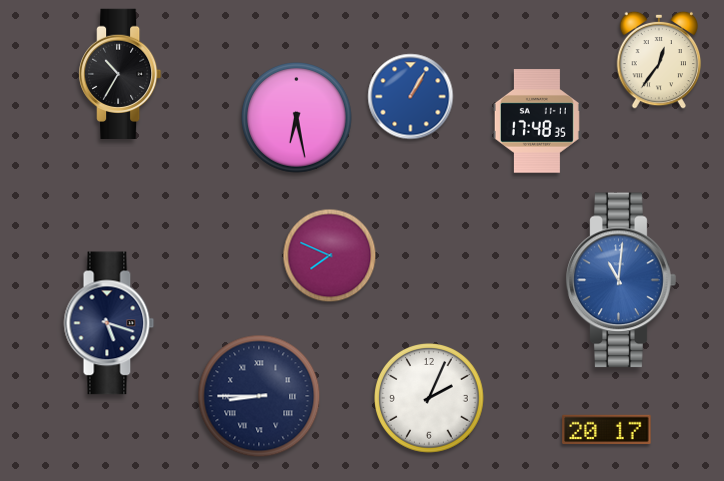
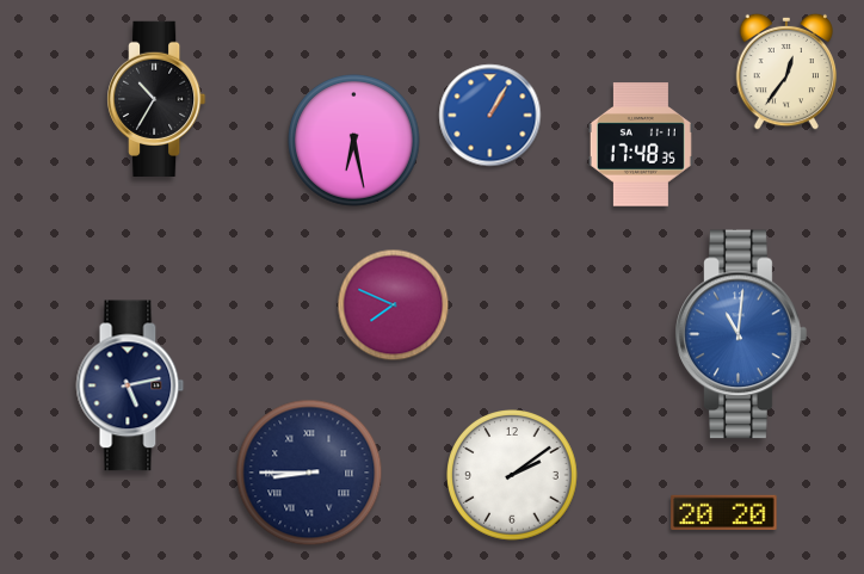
clock at (121, 73) position: (121, 73) -> (158, 98)
clock at (109, 323): 5:18 -> 5:13
clock at (430, 399): 2:04 -> 2:09
clock at (607, 429): 20:17 -> 20:20
